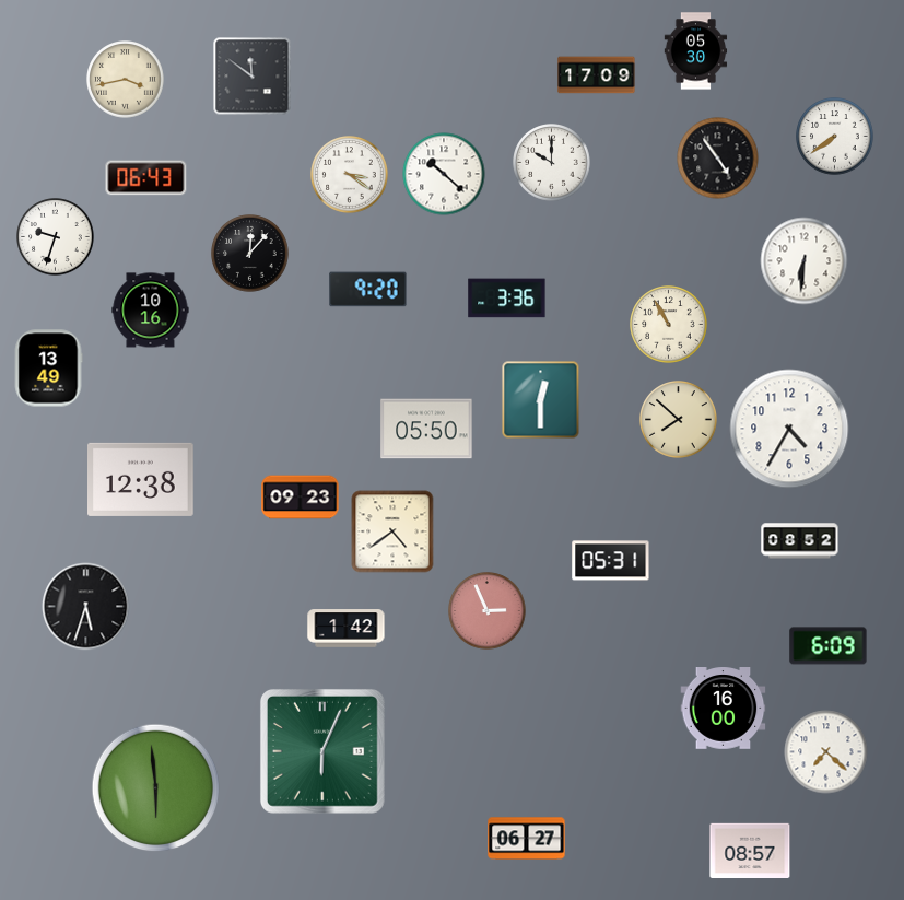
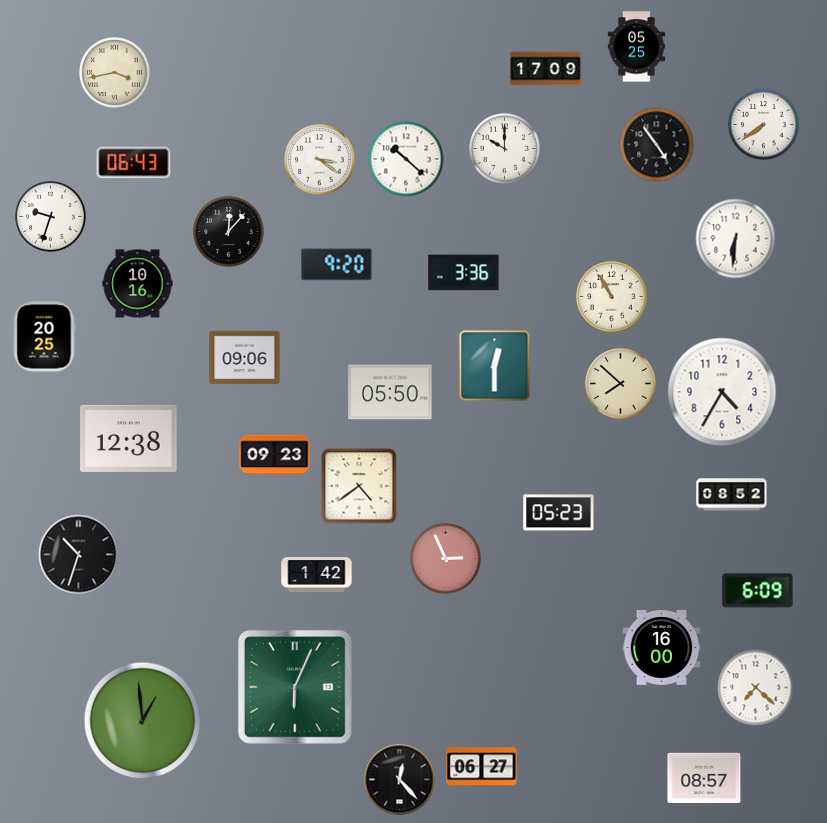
clock at (696, 51): 05:30 -> 05:25
clock at (253, 77): 11:51 -> none
clock at (48, 369): 13:49 -> 20:25
clock at (245, 358): none -> 09:06
clock at (611, 561): 05:31 -> 05:23
clock at (86, 607): 5:33 -> 10:33
clock at (156, 788): 5:59 -> 12:59
clock at (750, 850) position: (750, 850) -> (704, 777)
clock at (400, 780): none -> 12:23
